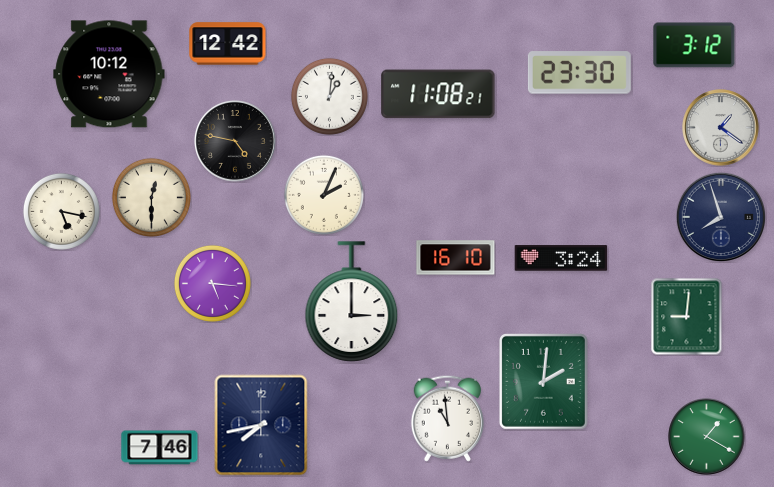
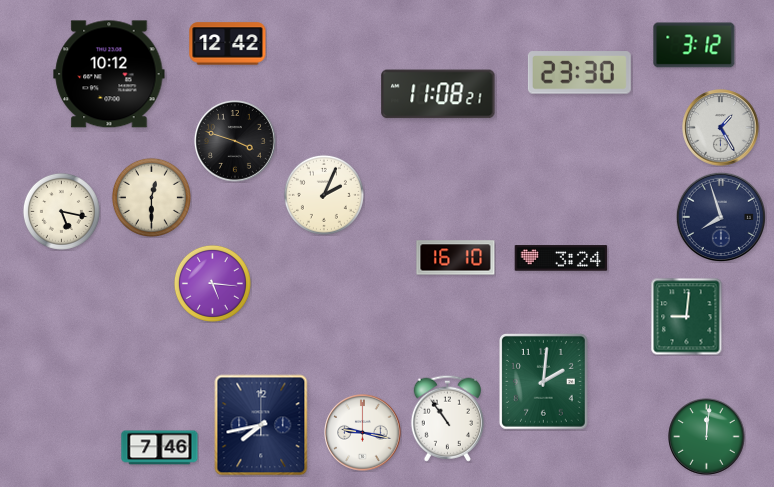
clock at (329, 96): 1:01 -> none
clock at (721, 128): 1:21 -> 1:25
clock at (235, 141): 4:47 -> 3:48
clock at (352, 302): 3:00 -> none
clock at (447, 418): 10:59 -> 10:54
clock at (363, 433): none -> 9:17
clock at (707, 437): 1:20 -> 12:01
